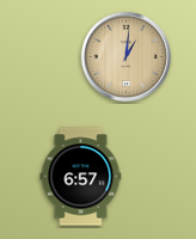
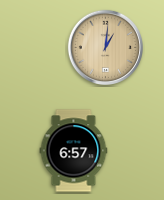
clock at (81, 177) position: (81, 177) -> (74, 151)
